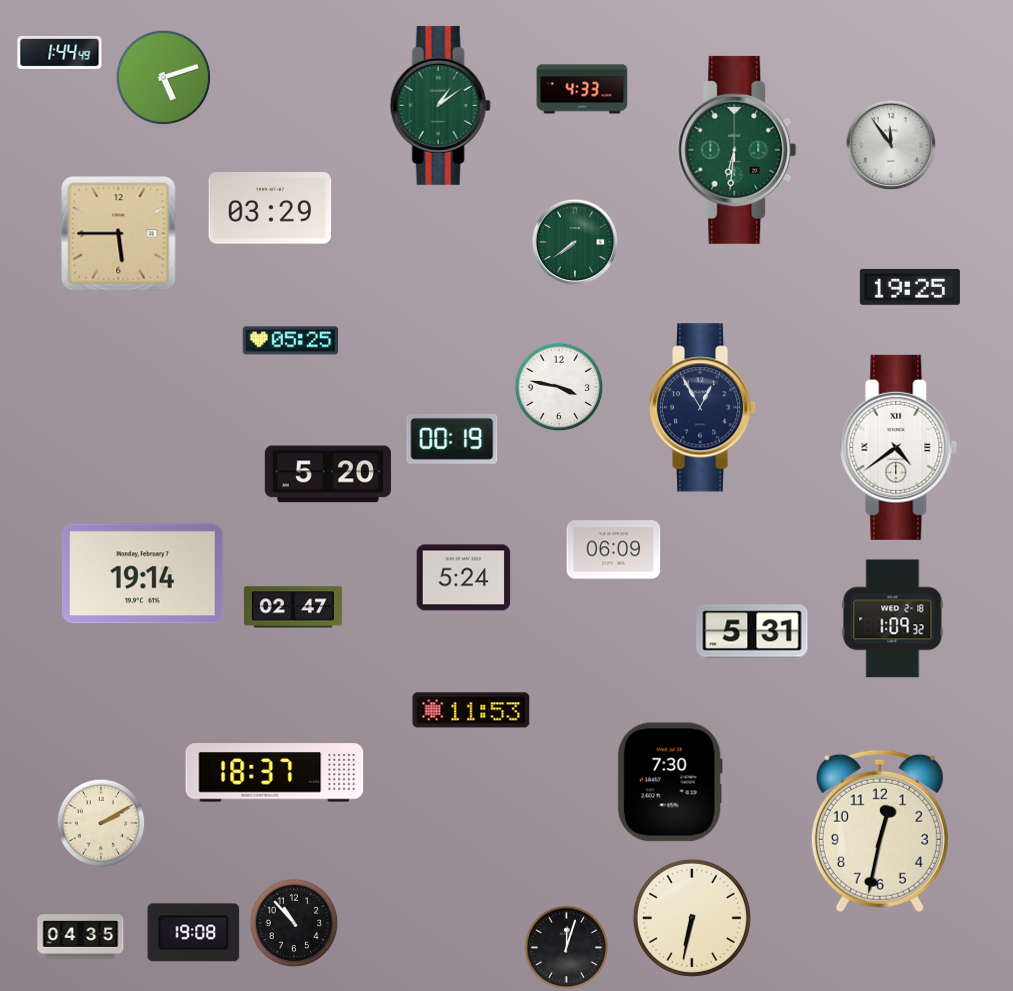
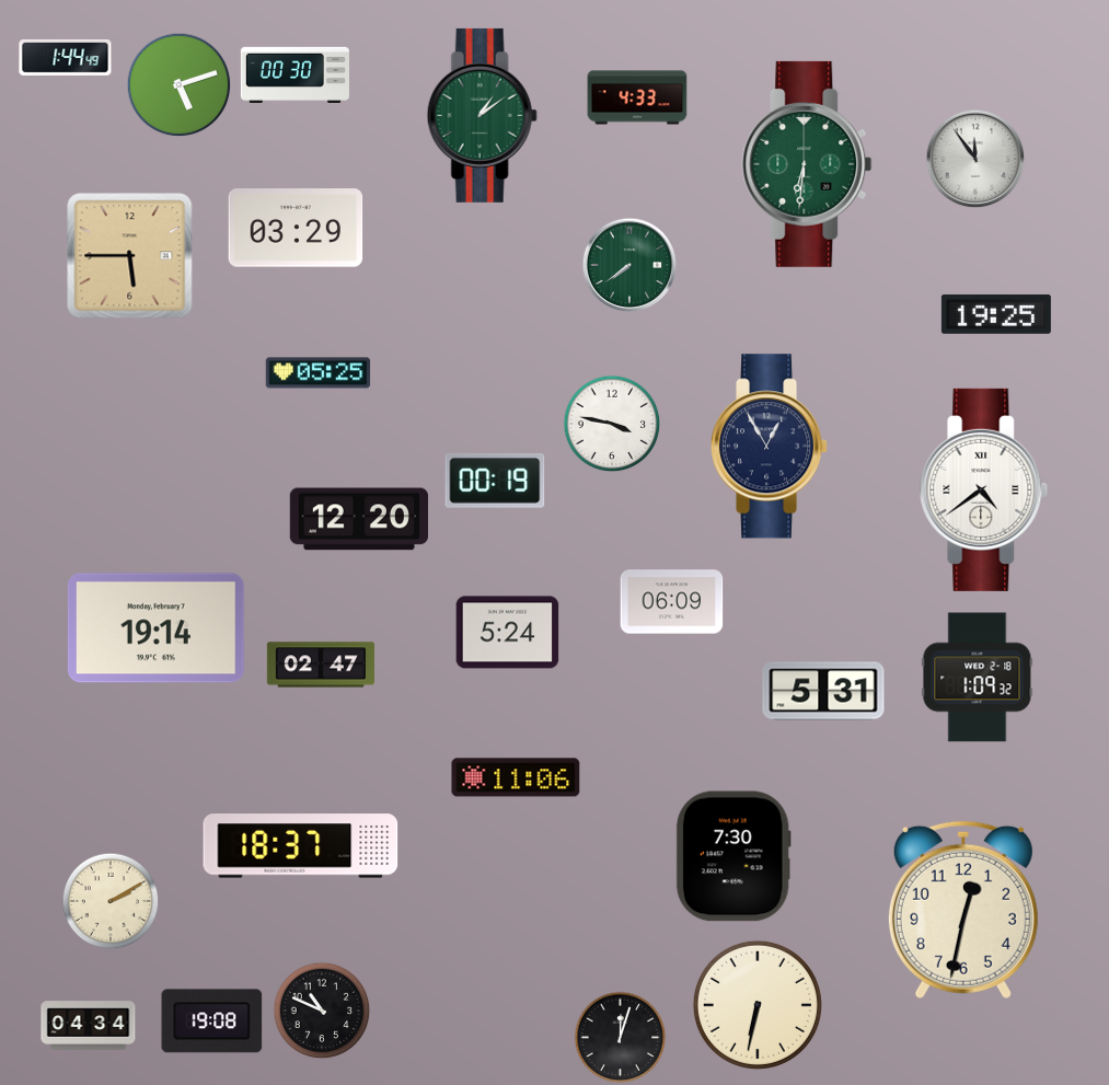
clock at (294, 74): none -> 00:30
clock at (328, 474): 5:20 -> 12:20
clock at (471, 710): 11:53 -> 11:06
clock at (294, 923): 10:53 -> 10:49
clock at (81, 937): 04:35 -> 04:34
